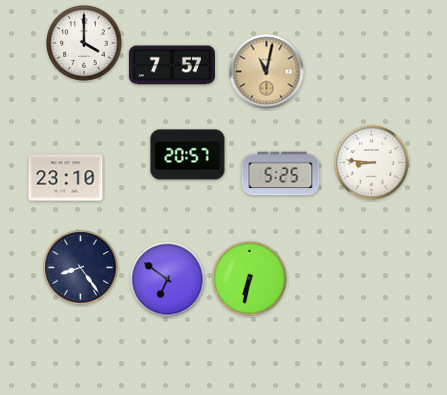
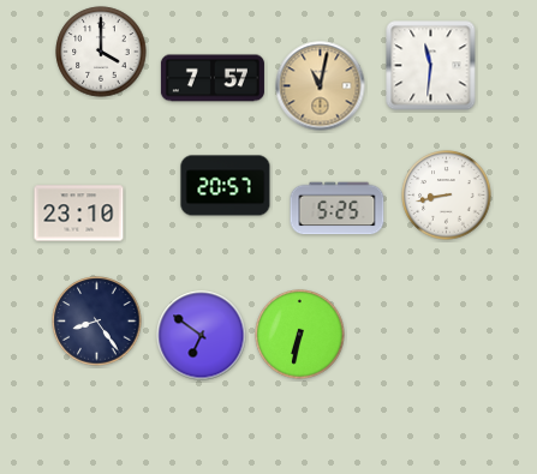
clock at (431, 66): none -> 11:31
clock at (172, 65) position: (172, 65) -> (213, 78)
clock at (372, 163): 8:46 -> 8:43
